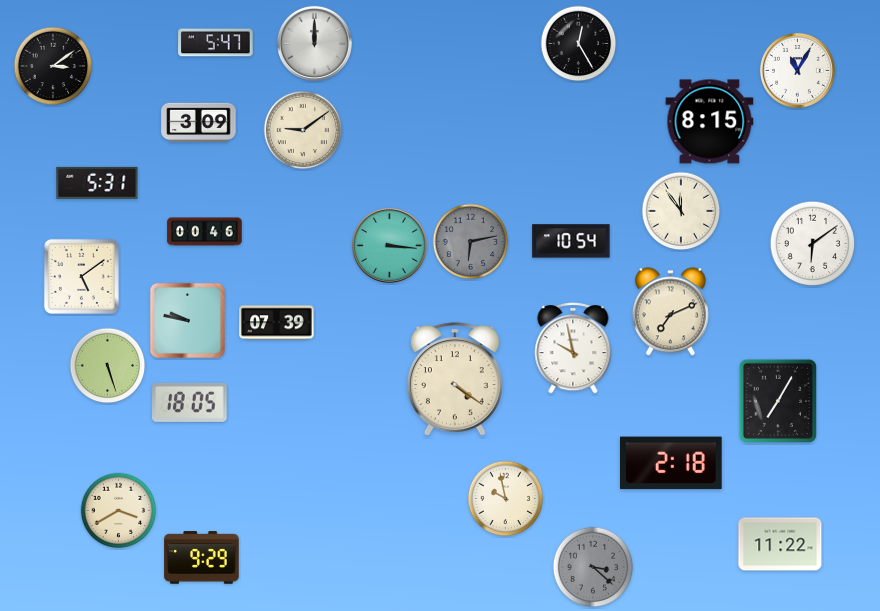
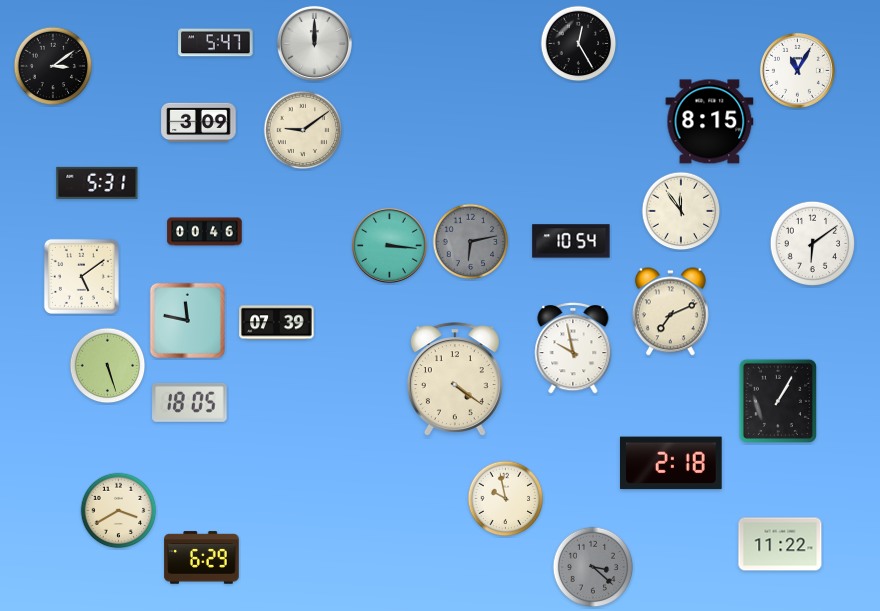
clock at (187, 320): 9:47 -> 11:47
clock at (777, 400): 7:05 -> 1:05
clock at (202, 558): 9:29 -> 6:29
